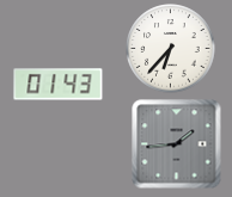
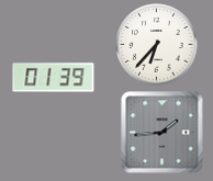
clock at (59, 85): 01:43 -> 01:39
